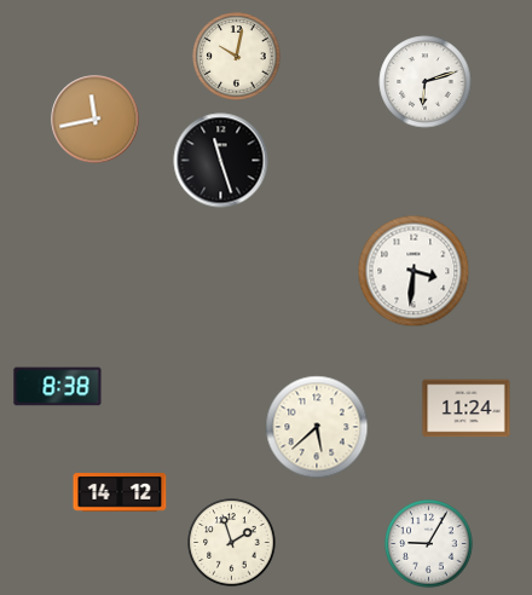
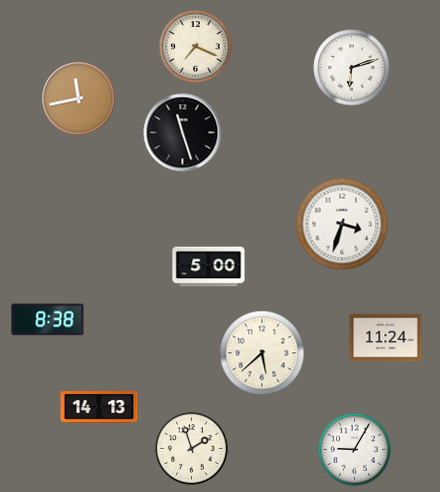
clock at (237, 57): 10:02 -> 7:19
clock at (414, 271): 3:31 -> 3:33
clock at (209, 267): none -> 5:00
clock at (120, 492): 14:12 -> 14:13
